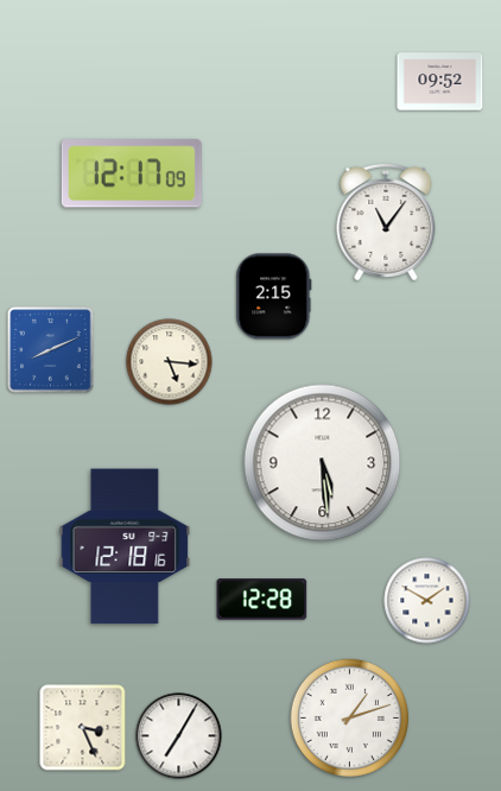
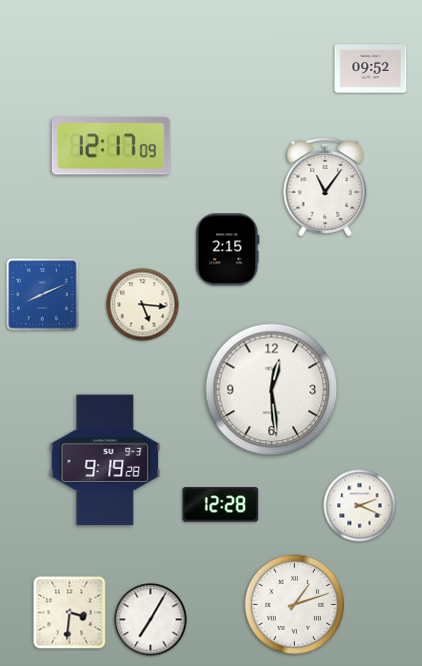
clock at (274, 297) position: (274, 297) -> (228, 250)
clock at (323, 463): 5:29 -> 12:29
clock at (125, 546): 12:18 -> 9:19
clock at (427, 601): 1:50 -> 2:19
clock at (83, 728): 3:26 -> 3:31
